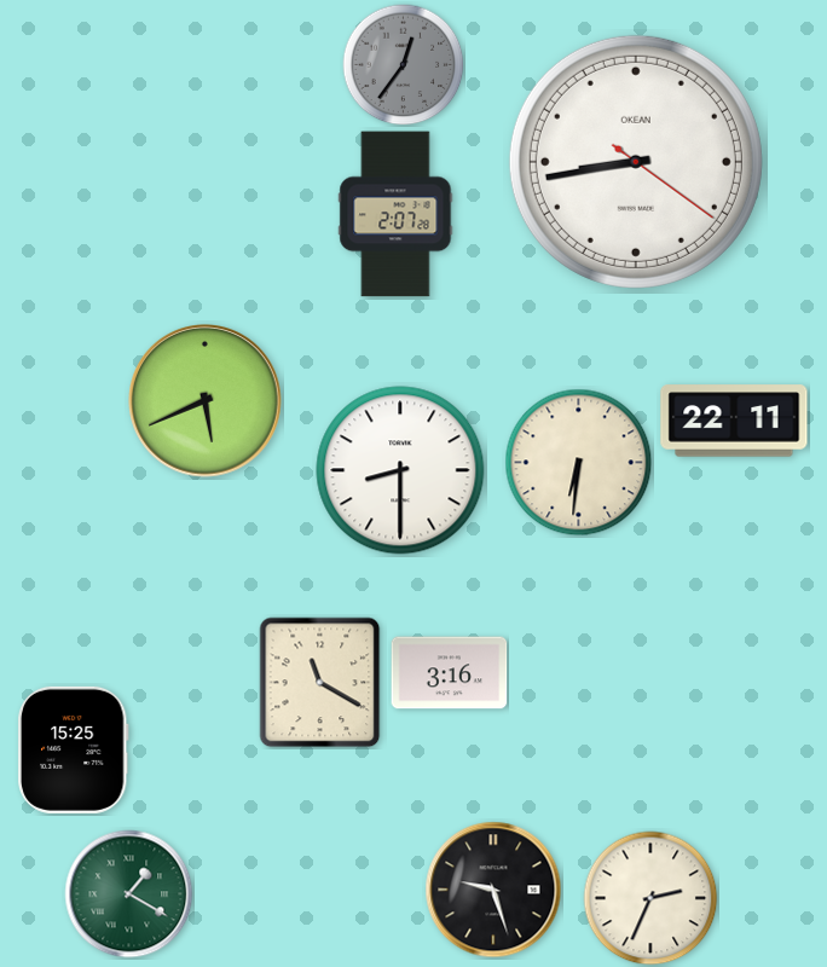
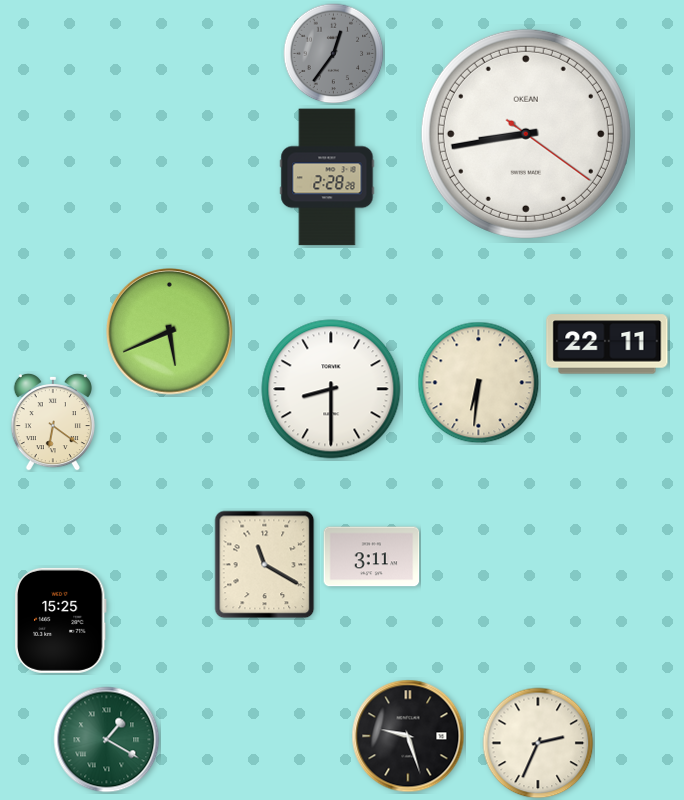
clock at (395, 214): 2:07 -> 2:28
clock at (734, 421) position: (734, 421) -> (607, 344)
clock at (53, 422): none -> 6:21
clock at (450, 673): 3:16 -> 3:11
